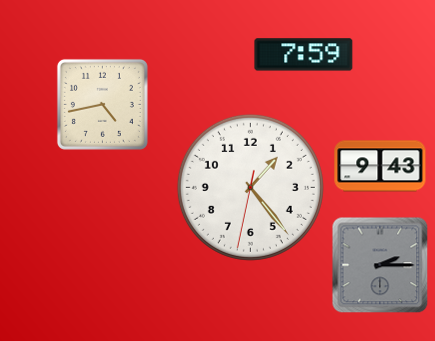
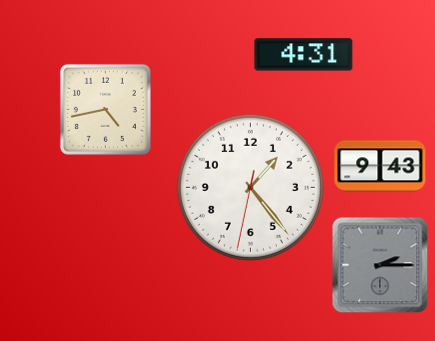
clock at (304, 55): 7:59 -> 4:31
clock at (102, 104) position: (102, 104) -> (105, 109)
